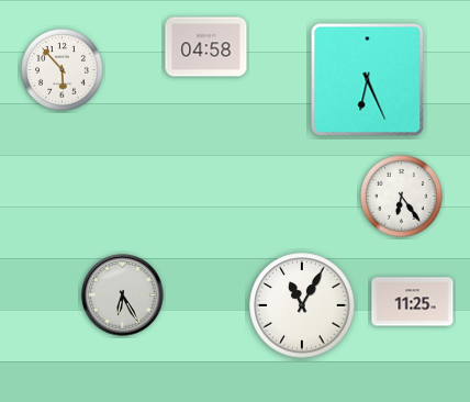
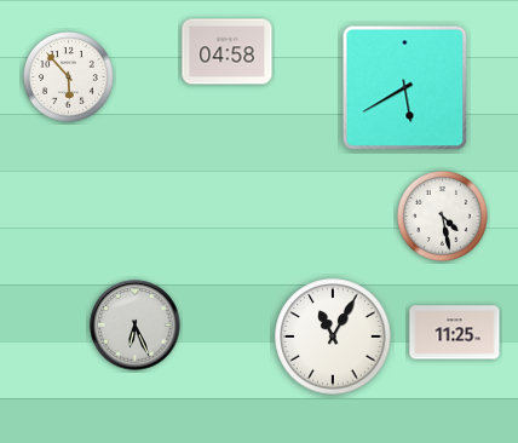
clock at (368, 80): 6:26 -> 5:40
clock at (402, 197): 6:24 -> 4:28
clock at (123, 295): 6:25 -> 6:26
